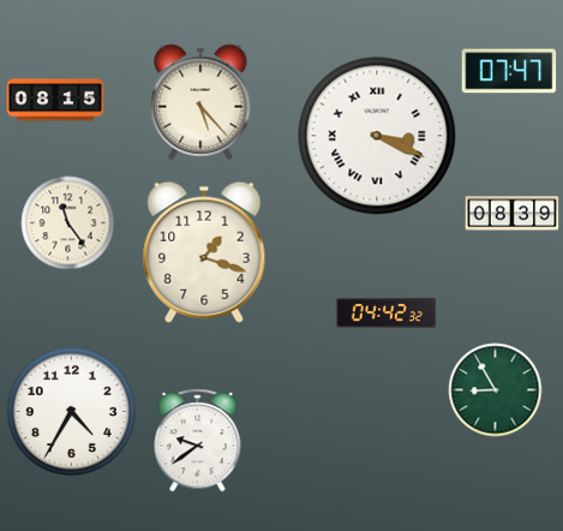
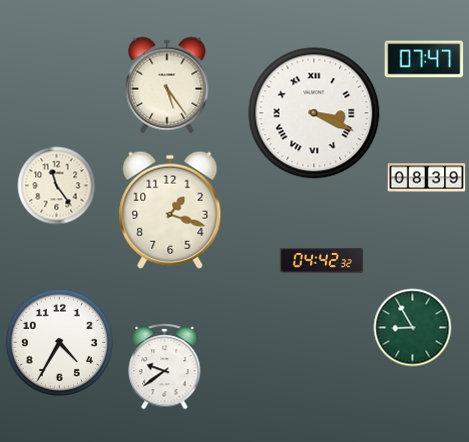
clock at (55, 100): 08:15 -> none
clock at (200, 102): 5:23 -> 5:24
clock at (495, 389) position: (495, 389) -> (412, 327)
